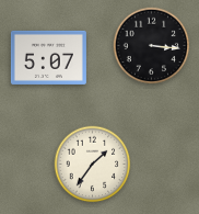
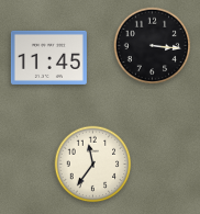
clock at (48, 57): 5:07 -> 11:45
clock at (93, 165): 1:36 -> 11:36
